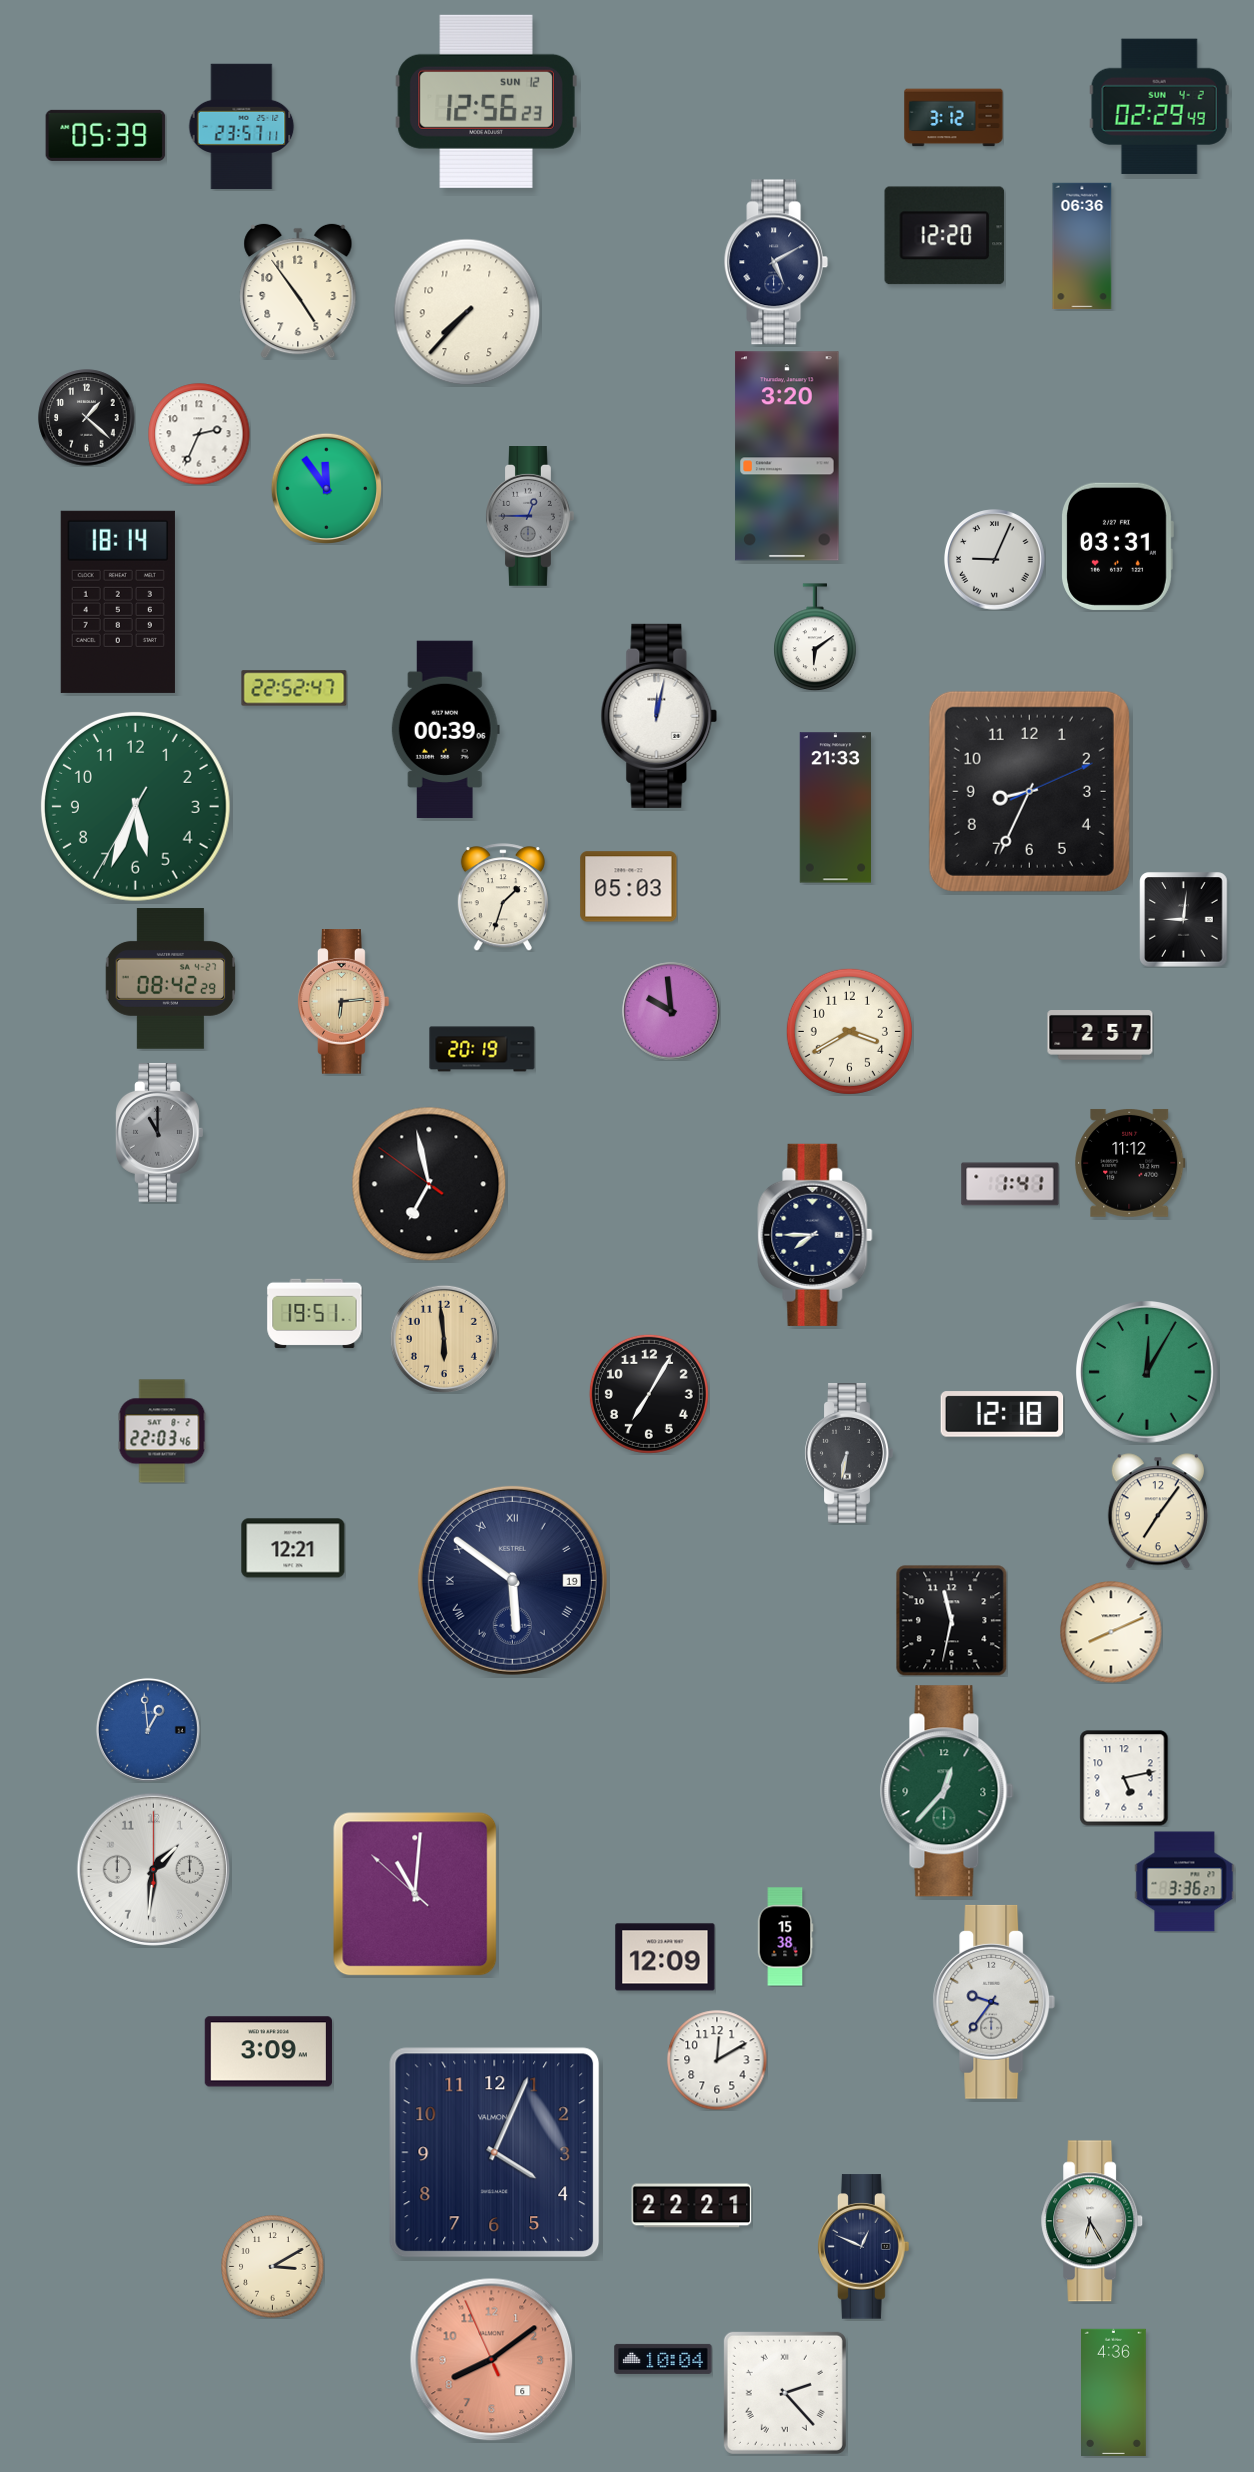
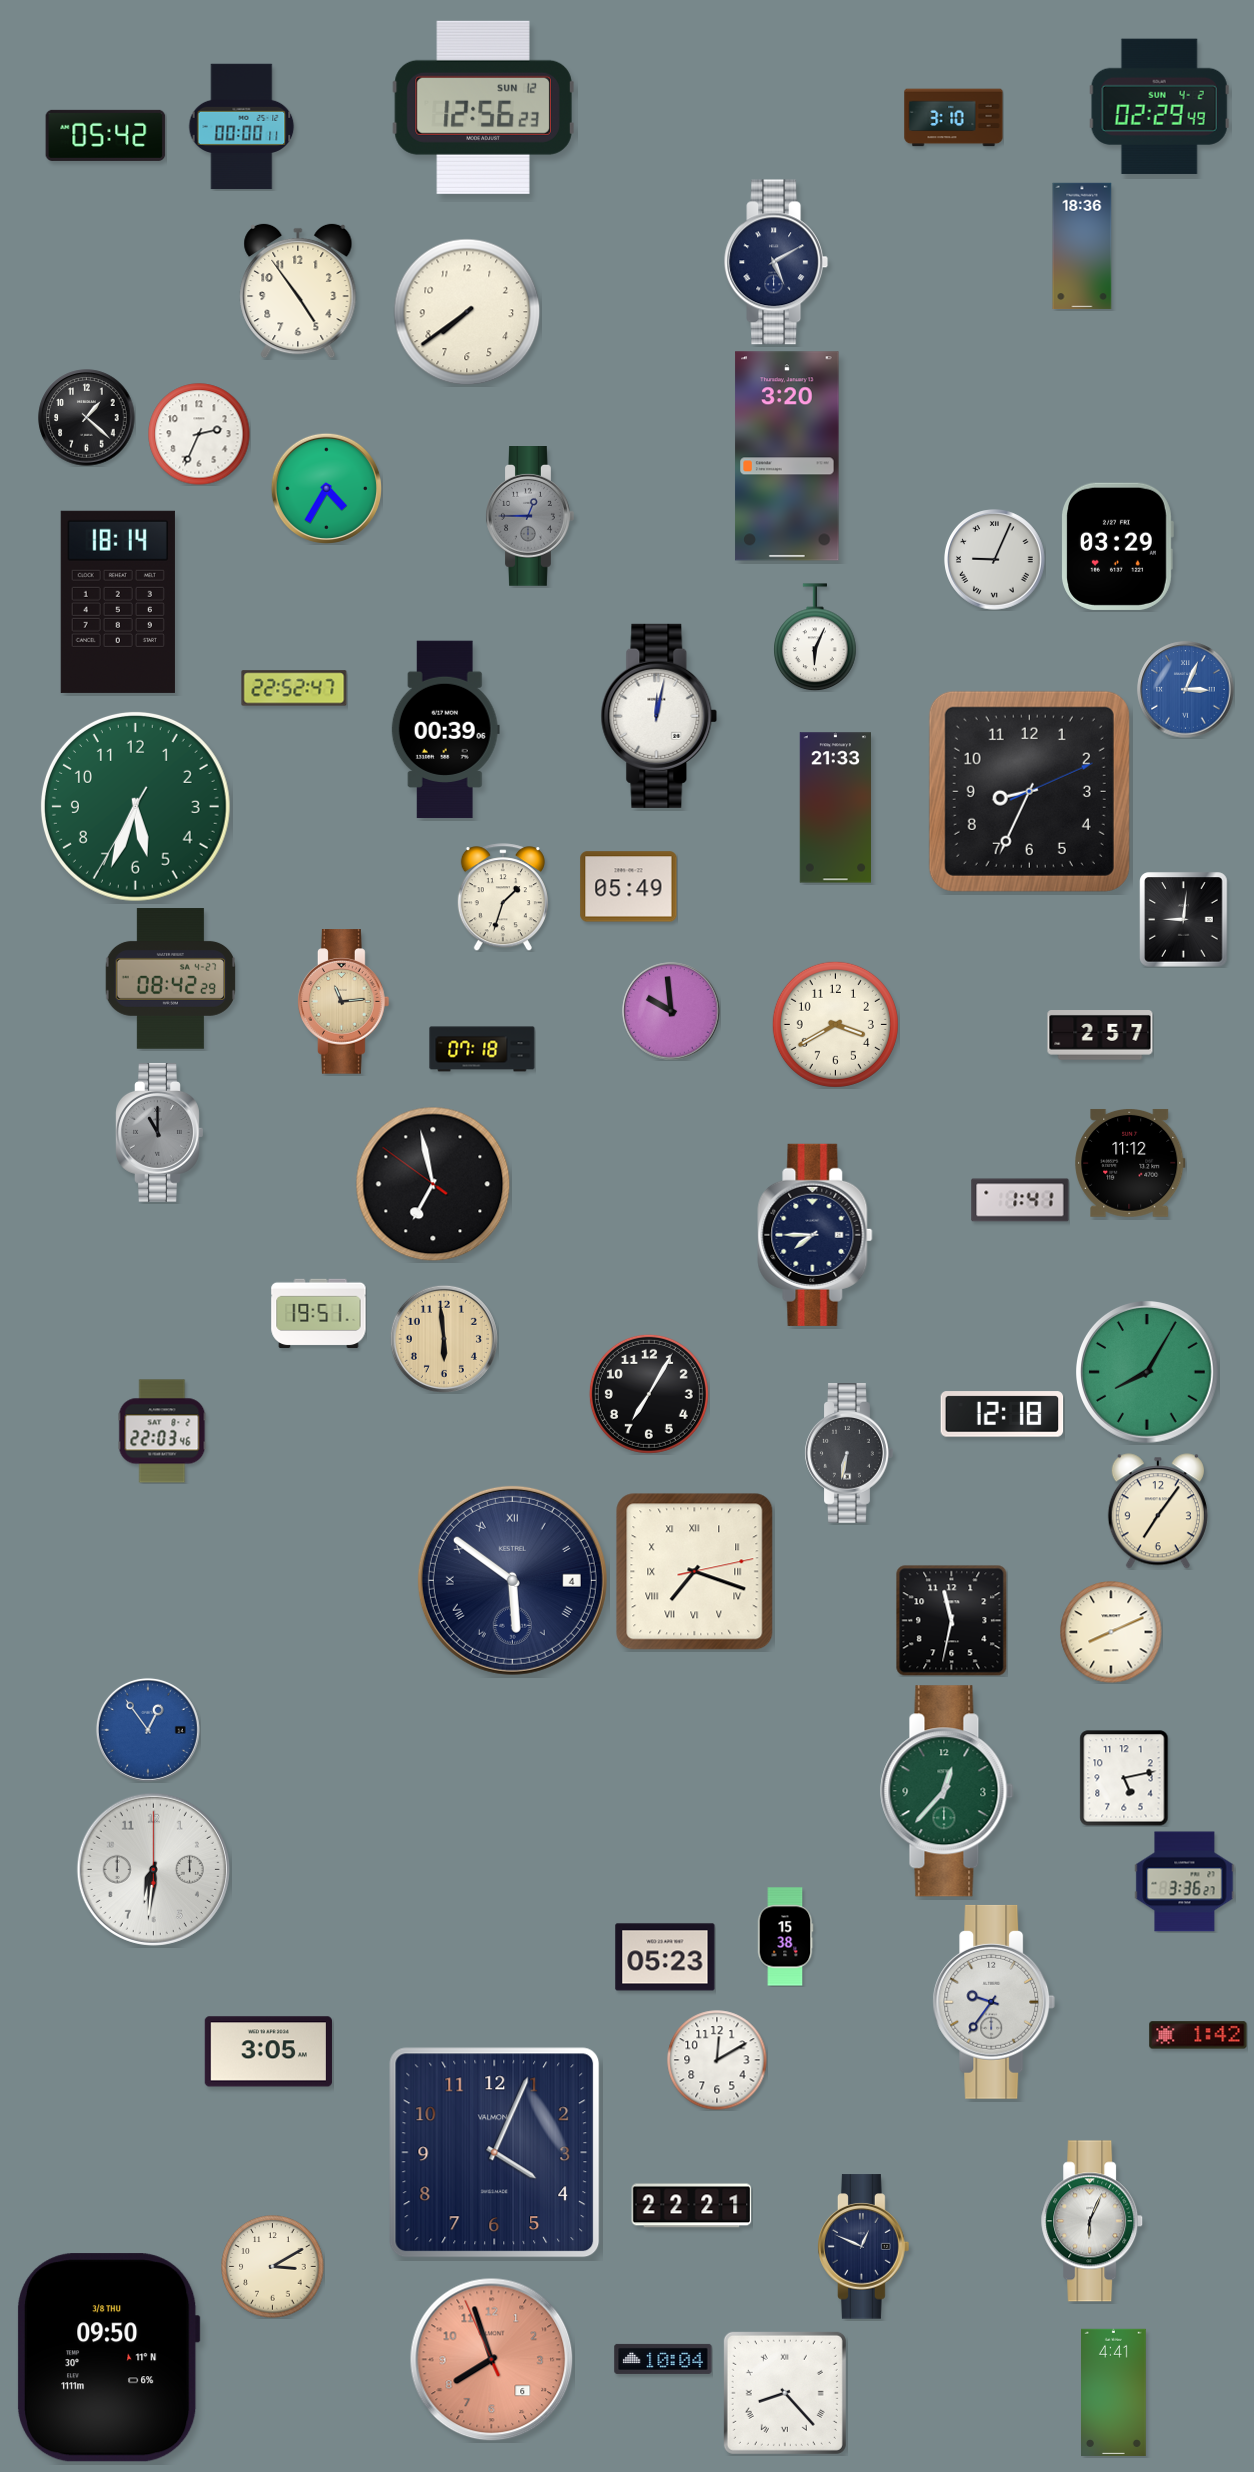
clock at (486, 101) position: (486, 101) -> (483, 107)
clock at (954, 118): 3:12 -> 3:10
clock at (242, 127): 23:57 -> 00:00
clock at (106, 135): 05:39 -> 05:42
clock at (945, 236): 12:20 -> none
clock at (1082, 246): 06:36 -> 18:36
clock at (467, 312): 7:37 -> 7:39
clock at (326, 488): 11:54 -> 4:35
clock at (1117, 546): 03:31 -> 03:29
clock at (815, 637): 6:09 -> 6:04
clock at (1186, 690): none -> 3:04
clock at (629, 887): 05:03 -> 05:49
clock at (344, 1002): 6:14 -> 11:14
clock at (849, 1031) position: (849, 1031) -> (835, 1024)
clock at (482, 1049): 20:19 -> 07:18
clock at (429, 1184) position: (429, 1184) -> (433, 1184)
clock at (1010, 1184) position: (1010, 1184) -> (1020, 1200)
clock at (315, 1314) position: (315, 1314) -> (319, 1314)
clock at (1148, 1373): 12:05 -> 8:05
clock at (293, 1548): 12:21 -> none
clock at (695, 1572): none -> 7:18
clock at (512, 1580) date: 19 -> 4
clock at (148, 1730): 12:59 -> 12:54
clock at (153, 1869): 1:31 -> 6:31
clock at (415, 1894): 11:00 -> none
clock at (665, 1957): 12:09 -> 05:23
clock at (1198, 2035): none -> 1:42
clock at (268, 2052): 3:09 -> 3:05
clock at (1093, 2221): 6:25 -> 6:04
clock at (108, 2358): none -> 09:50
clock at (492, 2360): 8:08 -> 7:56
clock at (1114, 2392): 4:36 -> 4:41
clock at (785, 2393): 2:23 -> 8:23
